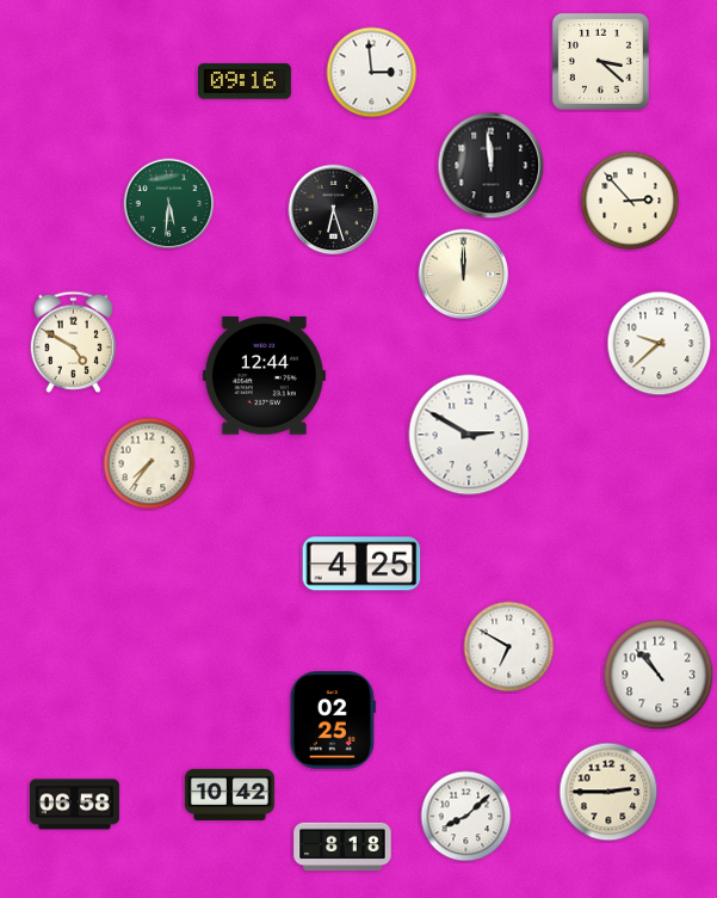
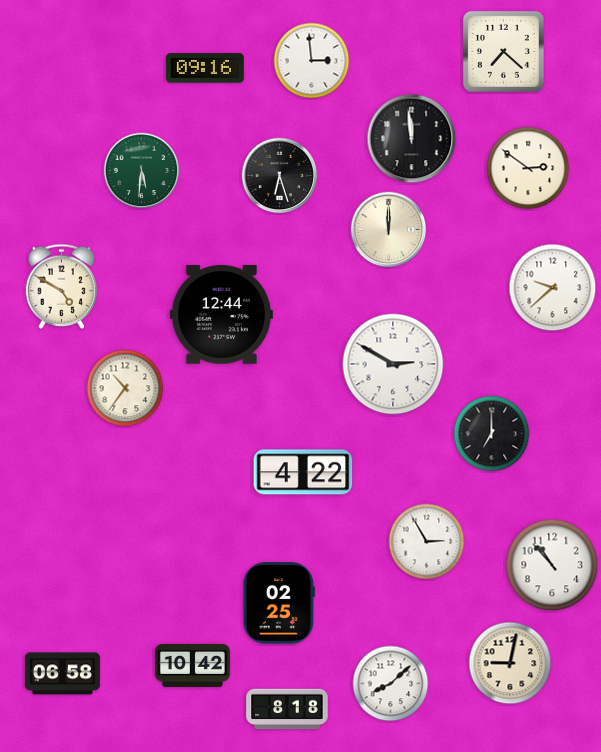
clock at (600, 61): 3:22 -> 7:22
clock at (630, 201): 2:53 -> 2:51
clock at (149, 463): 7:36 -> 10:36
clock at (492, 434): none -> 7:00
clock at (361, 564): 4:25 -> 4:22
clock at (509, 647): 6:50 -> 2:55
clock at (608, 792): 2:45 -> 9:02
